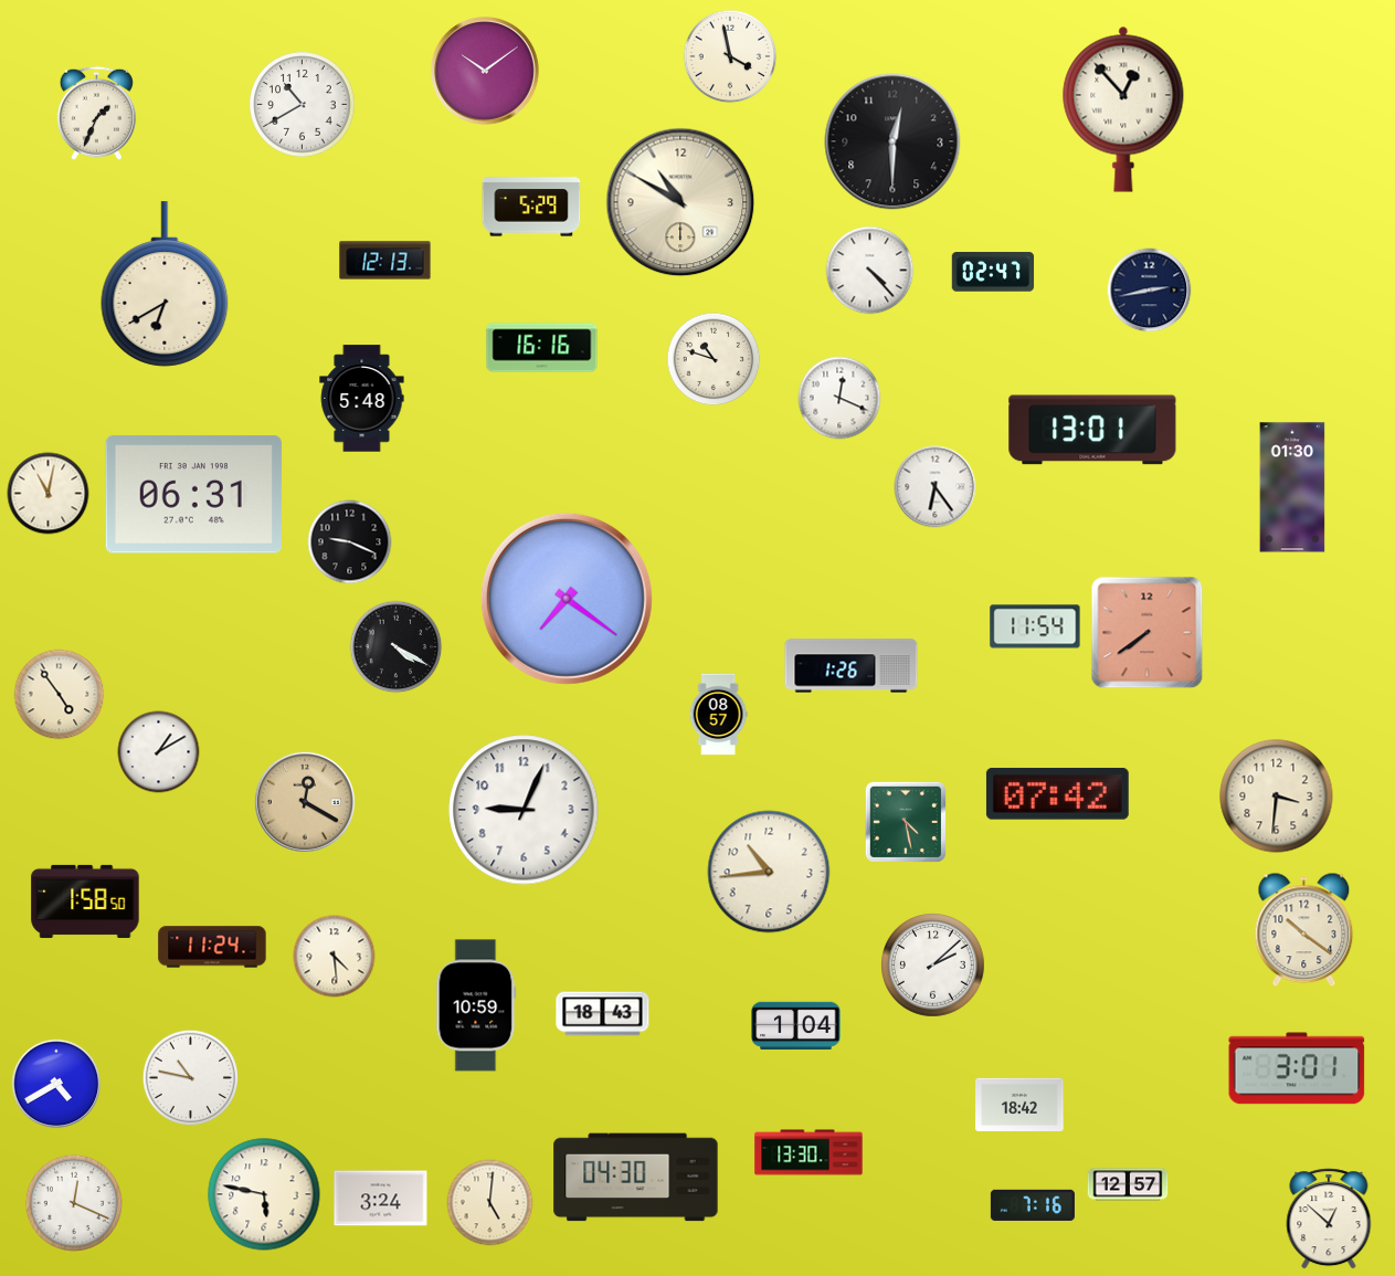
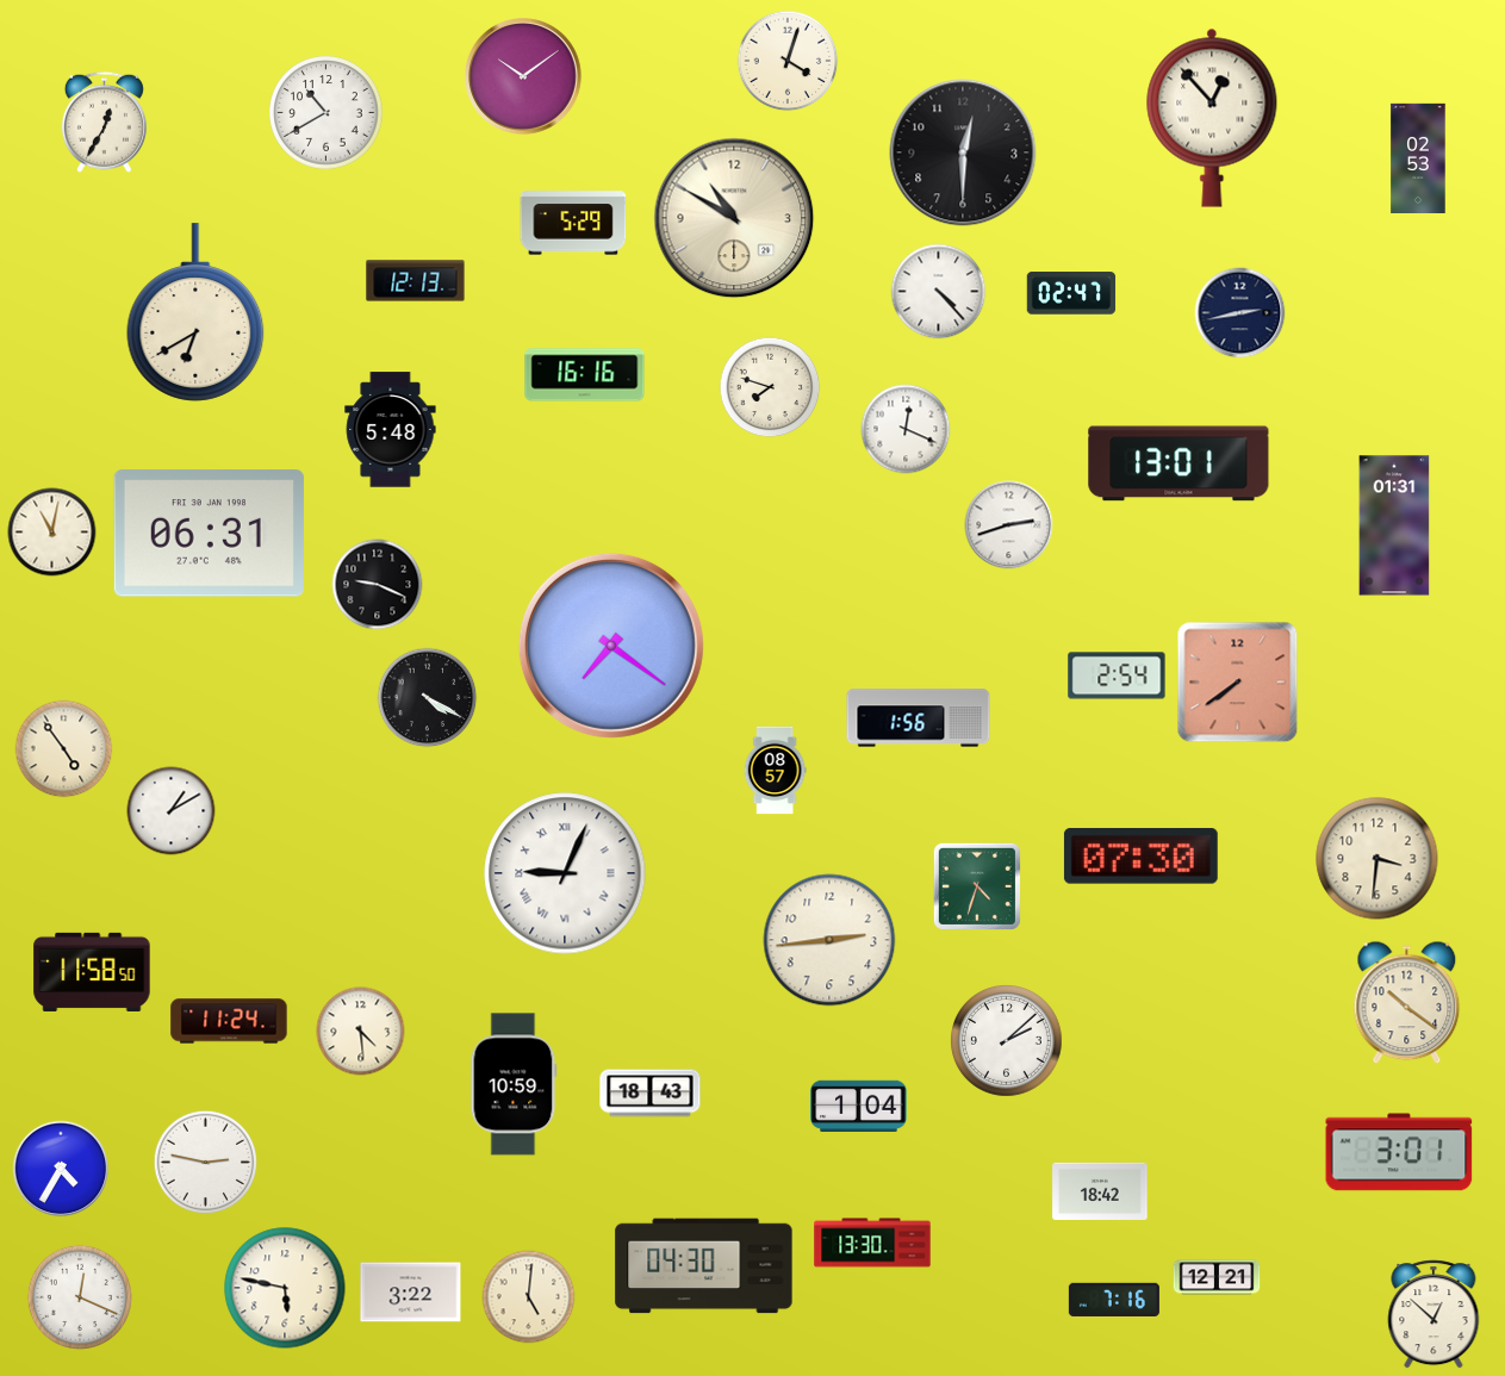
clock at (730, 56): 3:58 -> 4:03
clock at (96, 113): 1:34 -> 12:35
clock at (1418, 157): none -> 02:53
clock at (165, 284) position: (165, 284) -> (195, 312)
clock at (714, 359): 10:48 -> 7:48
clock at (936, 487): 6:24 -> 2:42
clock at (1292, 487): 01:30 -> 01:31
clock at (1035, 626): 11:54 -> 2:54
clock at (852, 666): 1:26 -> 1:56
clock at (1057, 794): 07:42 -> 07:30
clock at (305, 802): 12:20 -> none
clock at (524, 810) numerals: Arabic -> Roman
clock at (906, 822): 4:28 -> 4:33
clock at (769, 872): 10:44 -> 2:44
clock at (85, 901): 1:58 -> 11:58
clock at (191, 1078): 10:47 -> 2:47
clock at (56, 1084): 4:40 -> 4:35
clock at (636, 1178) position: (636, 1178) -> (704, 1266)
clock at (1128, 1184): 12:57 -> 12:21
clock at (381, 1199): 3:24 -> 3:22
